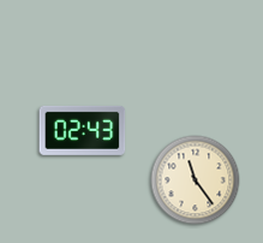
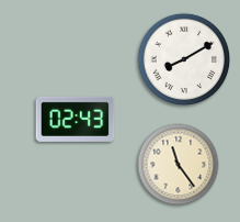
clock at (184, 59): none -> 8:10
